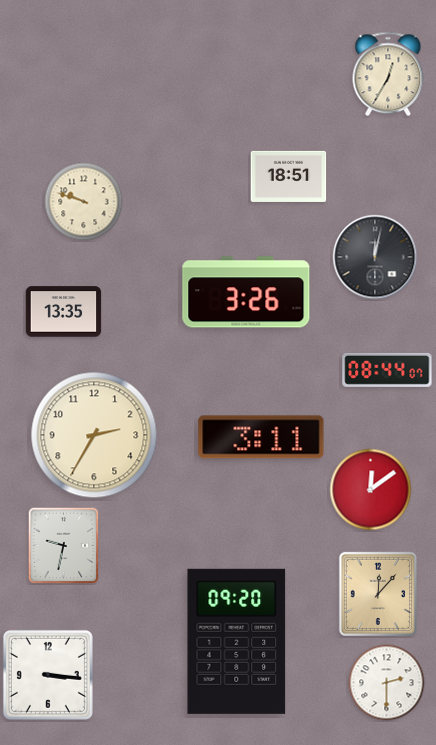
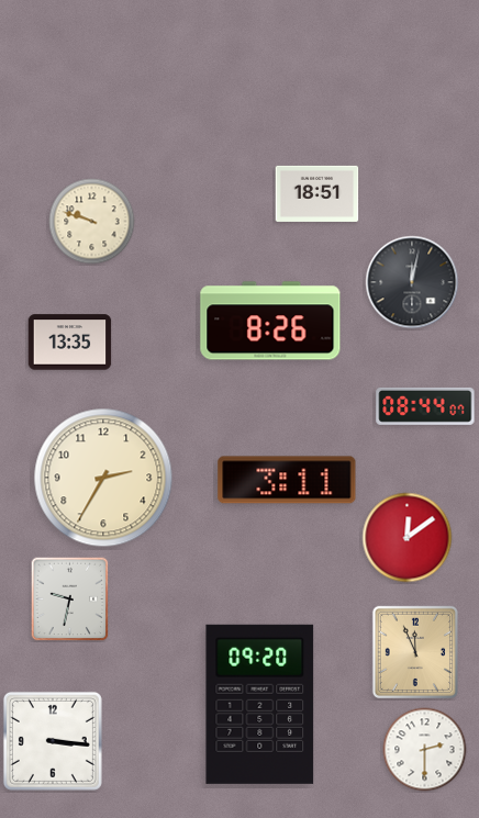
clock at (388, 74): 12:35 -> none
clock at (246, 292): 3:26 -> 8:26
clock at (378, 593): 12:07 -> 11:56
